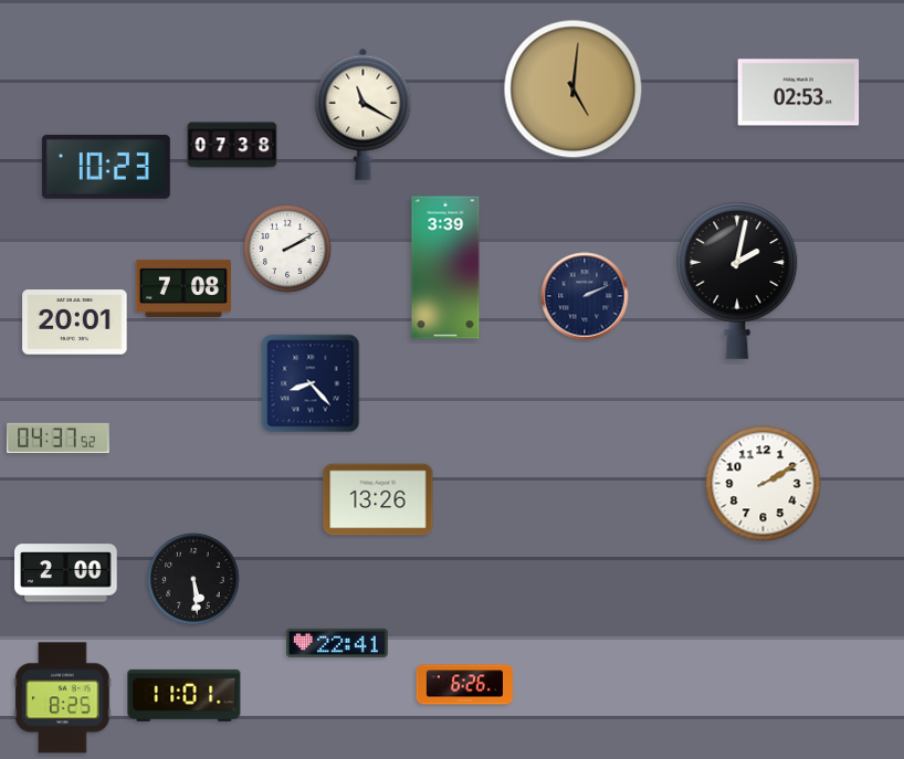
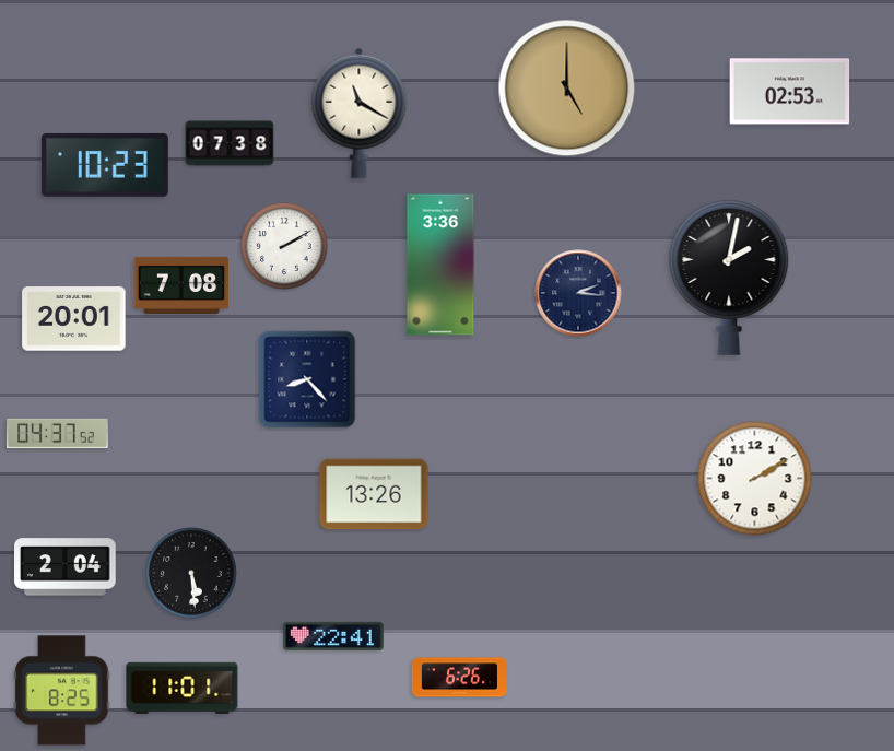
clock at (574, 89): 5:01 -> 5:00
clock at (445, 267): 3:39 -> 3:36
clock at (585, 296): 2:11 -> 2:16
clock at (66, 573): 2:00 -> 2:04
